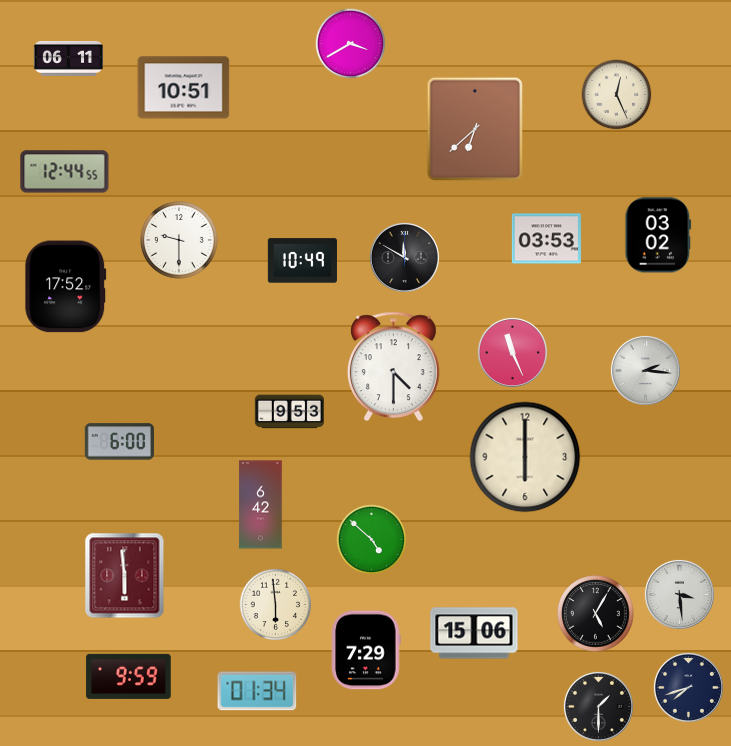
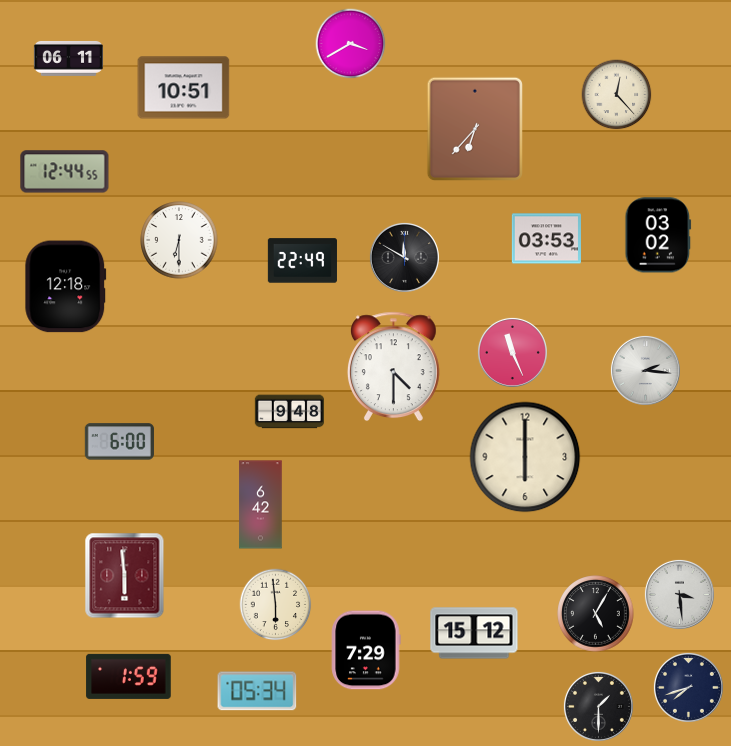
clock at (617, 95): 12:26 -> 12:23
clock at (474, 128): 6:38 -> 6:37
clock at (179, 240): 9:30 -> 6:30
clock at (302, 261): 10:49 -> 22:49
clock at (66, 287): 17:52 -> 12:18
clock at (289, 412): 9:53 -> 9:48
clock at (372, 540): 4:52 -> none
clock at (474, 633): 15:06 -> 15:12
clock at (129, 676): 9:59 -> 1:59
clock at (257, 691): 01:34 -> 05:34
